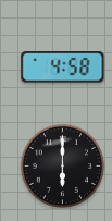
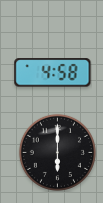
clock at (63, 67) position: (63, 67) -> (53, 73)
